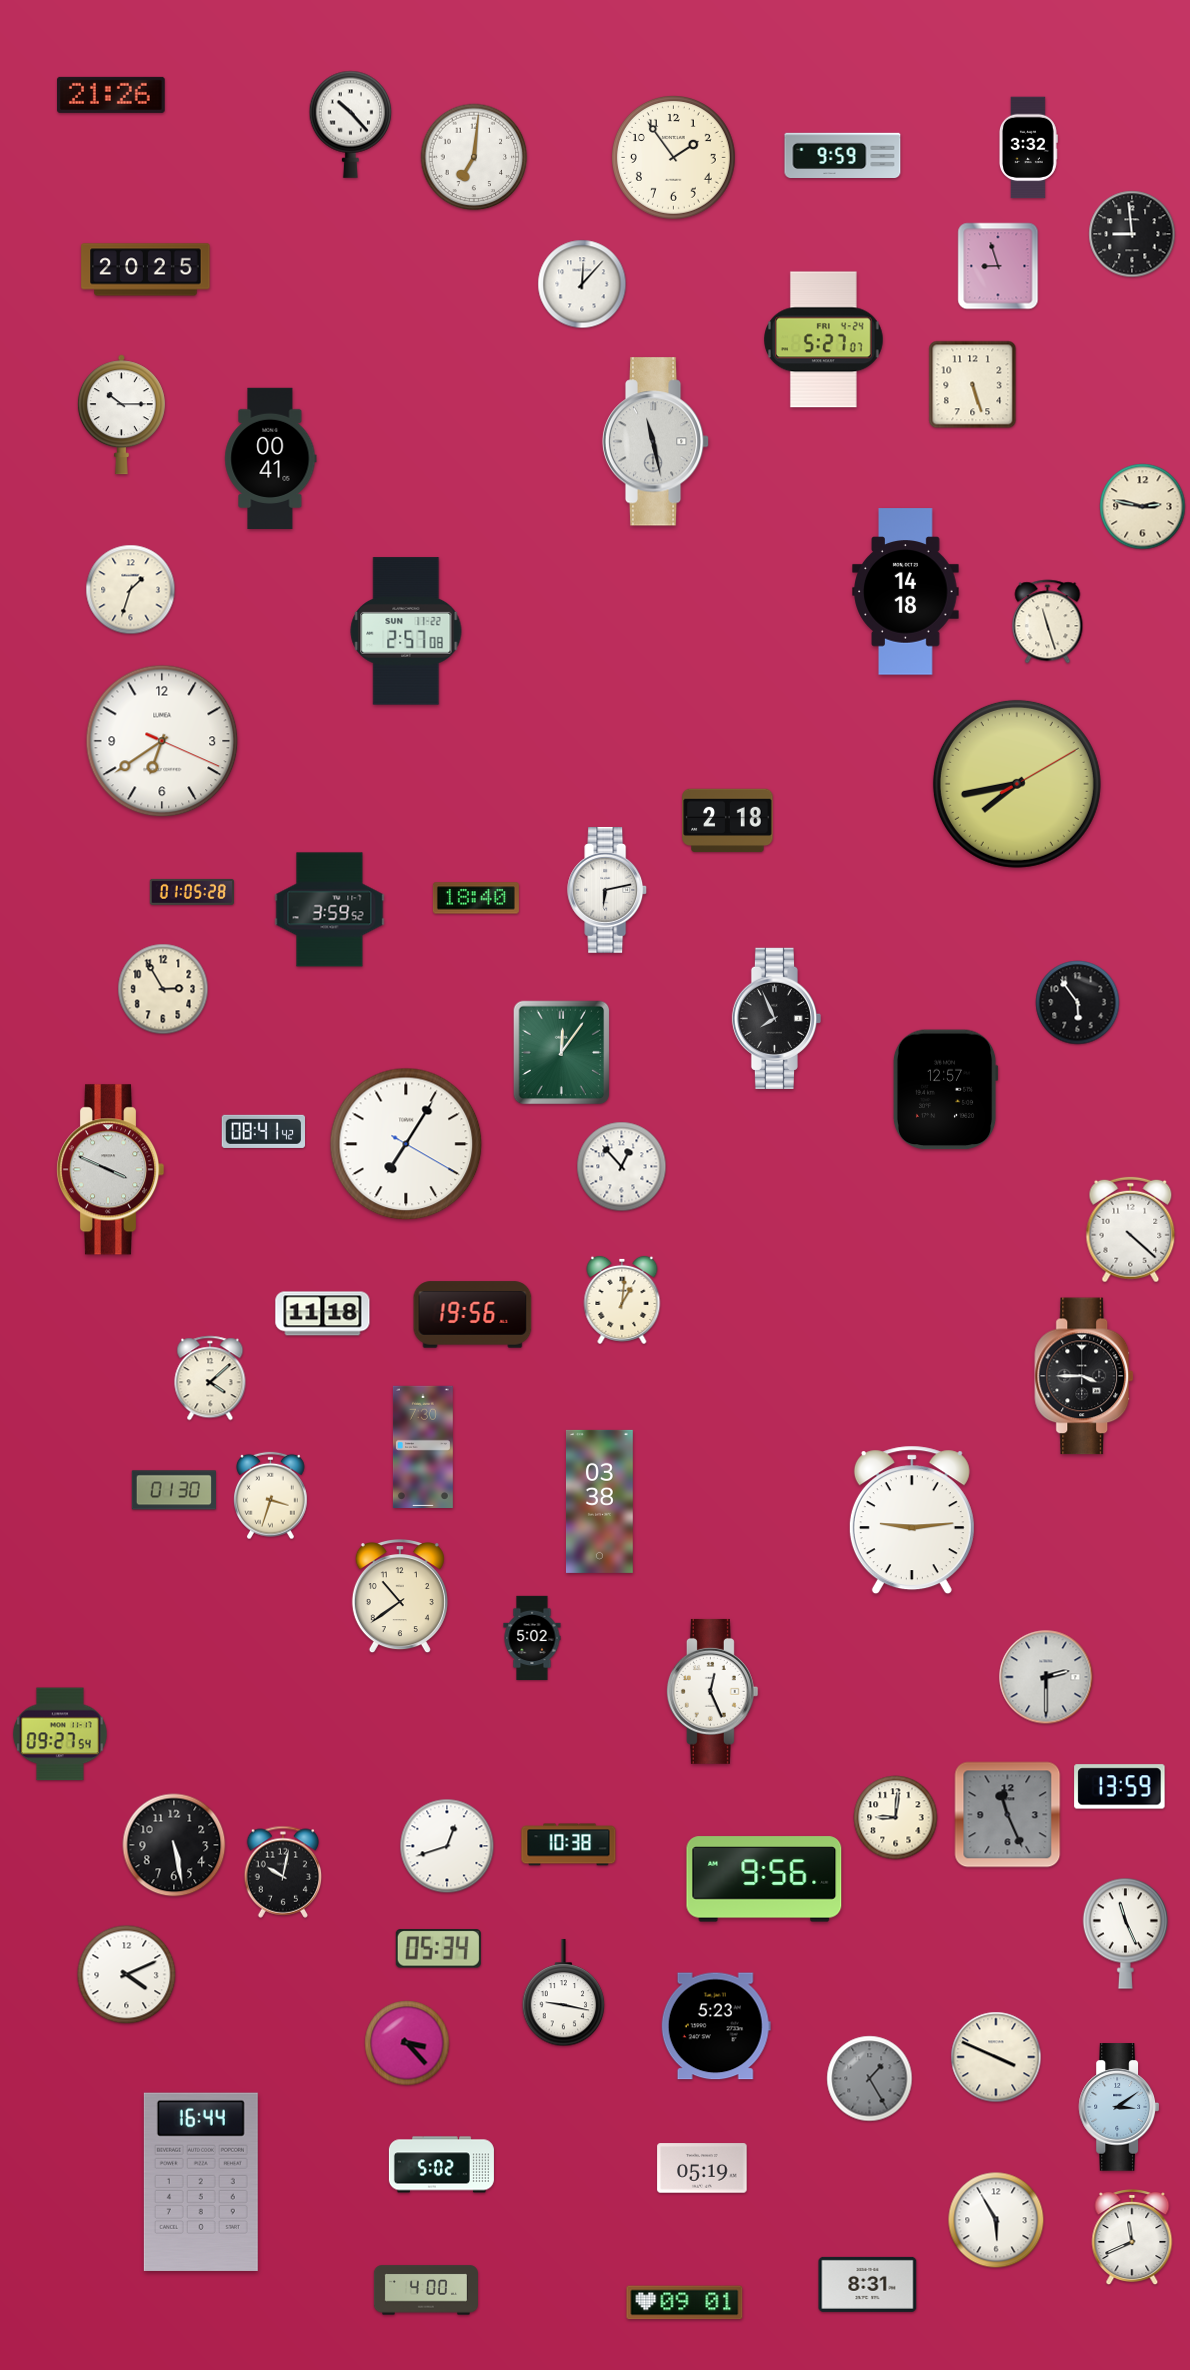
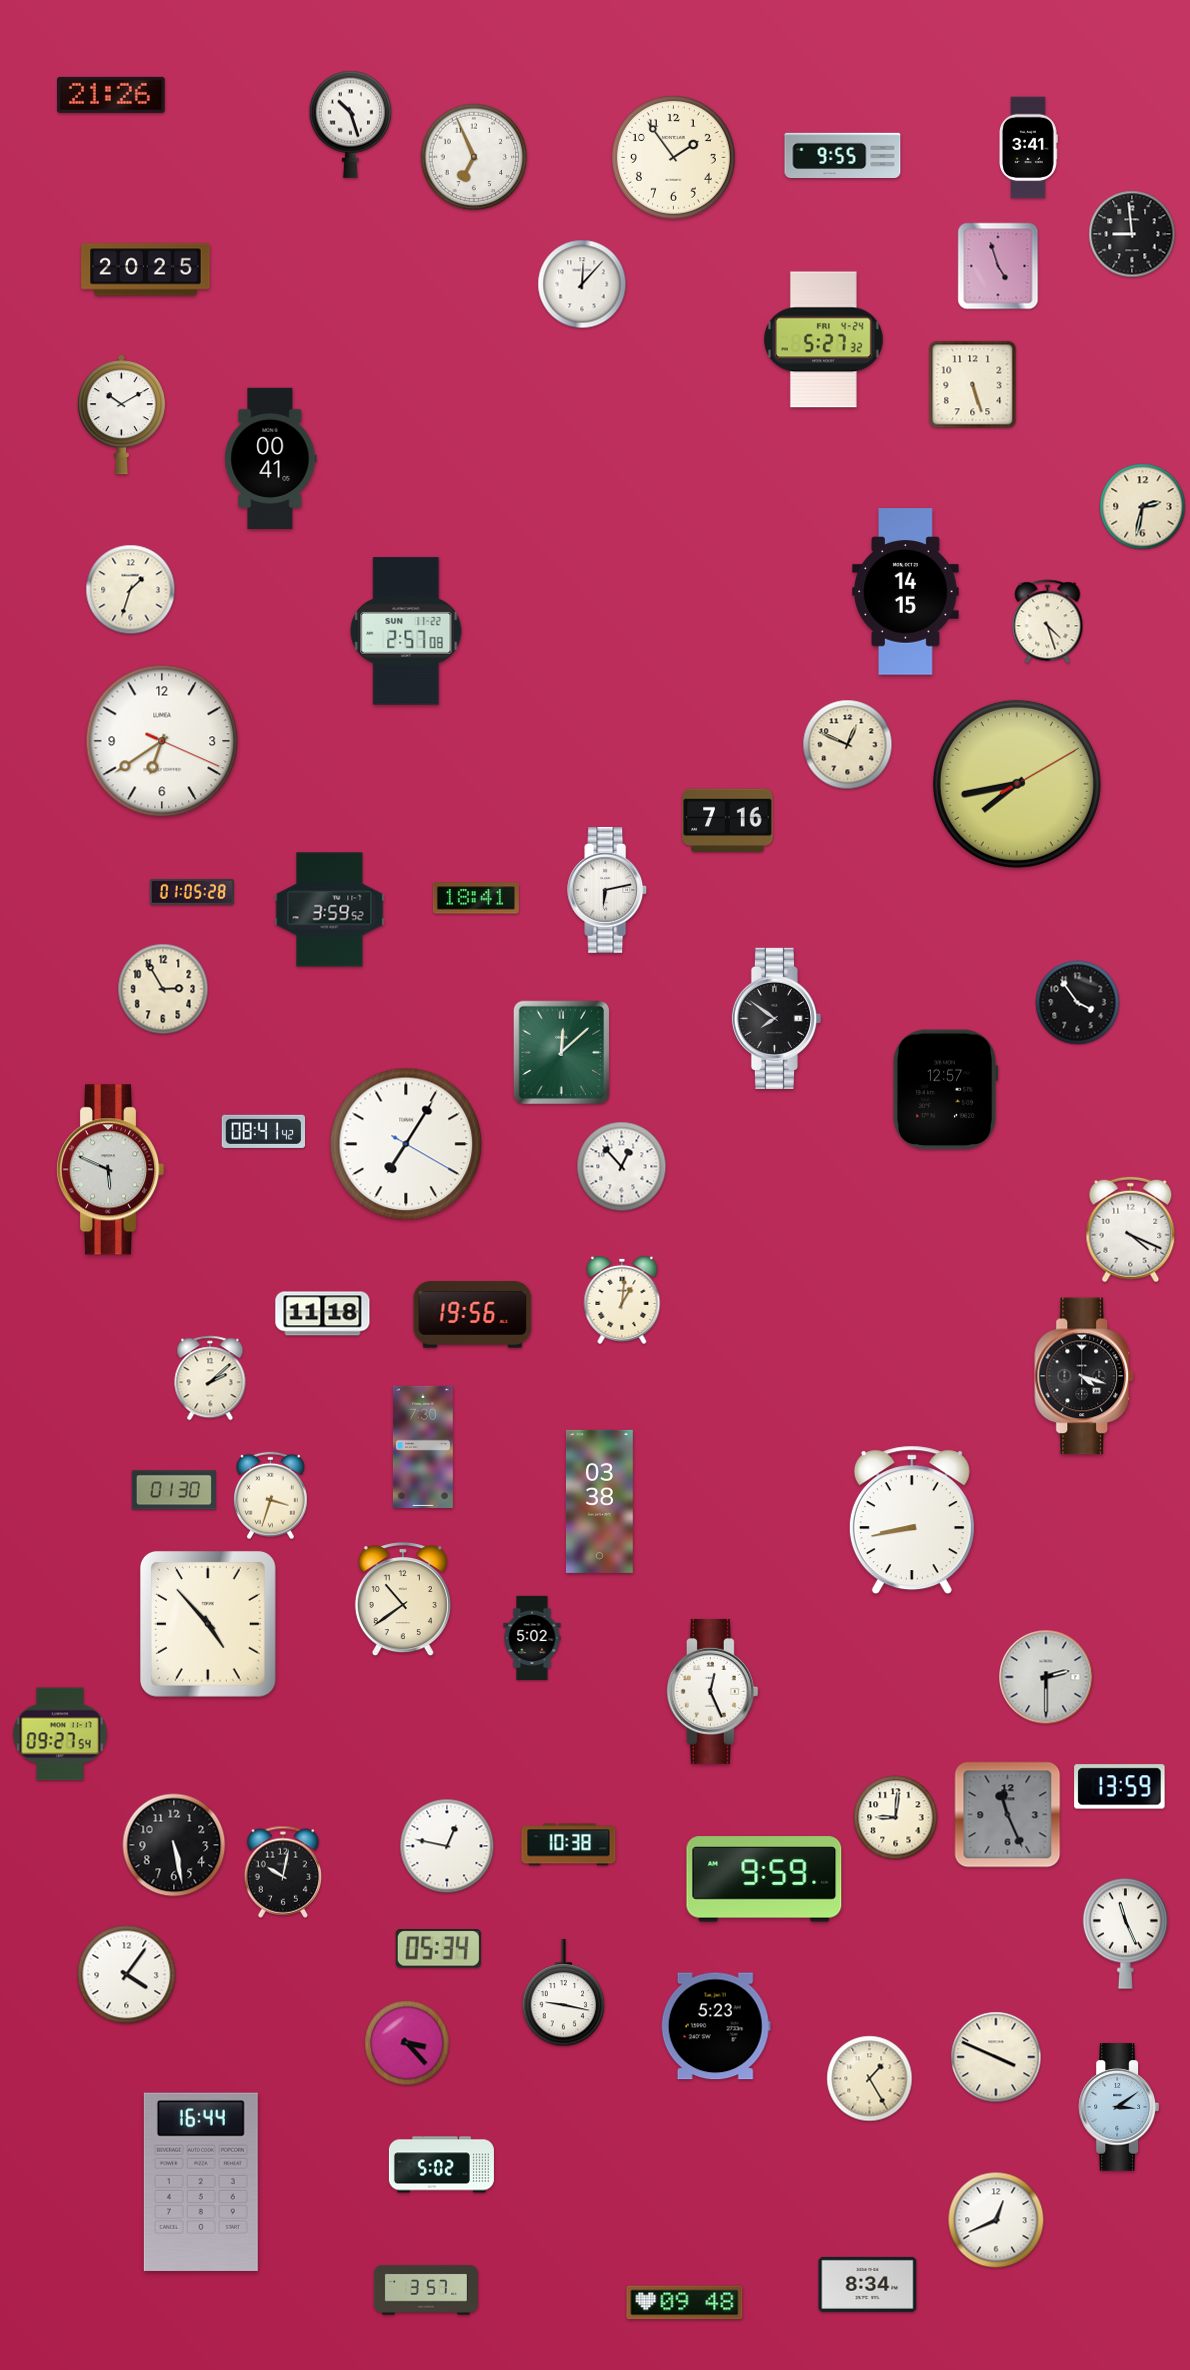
clock at (351, 124): 10:23 -> 10:27
clock at (1029, 148): 3:32 -> 3:41
clock at (843, 155): 9:59 -> 9:55
clock at (474, 157): 7:01 -> 6:56
clock at (998, 266): 8:57 -> 4:57
clock at (824, 340): 5:27:07 -> 5:27:32
clock at (121, 415): 10:15 -> 10:10
clock at (656, 442): 11:28 -> none
clock at (1143, 507): 2:47 -> 2:32
clock at (906, 592): 14:18 -> 14:15
clock at (1048, 622): 11:27 -> 4:27
clock at (848, 745): none -> 12:49
clock at (728, 821): 2:18 -> 7:16
clock at (476, 898): 18:40 -> 18:41
clock at (1078, 1003): 5:54 -> 3:54
clock at (776, 1018): 7:56 -> 7:51
clock at (562, 1053): 12:06 -> 12:08
clock at (110, 1170): 3:49 -> 5:49
clock at (1131, 1230): 4:22 -> 4:19
clock at (1085, 1376): 3:45 -> 4:18
clock at (210, 1378): 4:08 -> 2:08
clock at (912, 1520): 9:14 -> 8:43
clock at (400, 1597) position: (400, 1597) -> (403, 1600)
clock at (208, 1624): none -> 4:53
clock at (447, 1846): 12:42 -> 12:47
clock at (764, 1879): 9:56 -> 9:59
clock at (127, 1975): 4:11 -> 4:06
clock at (870, 2079) dial: grey -> cream
clock at (702, 2168): 05:19 -> none
clock at (996, 2220): 5:55 -> 12:41
clock at (1132, 2238): 11:41 -> none
clock at (868, 2284): 8:31 -> 8:34
clock at (426, 2290): 4:00 -> 3:57
clock at (685, 2303): 09:01 -> 09:48
